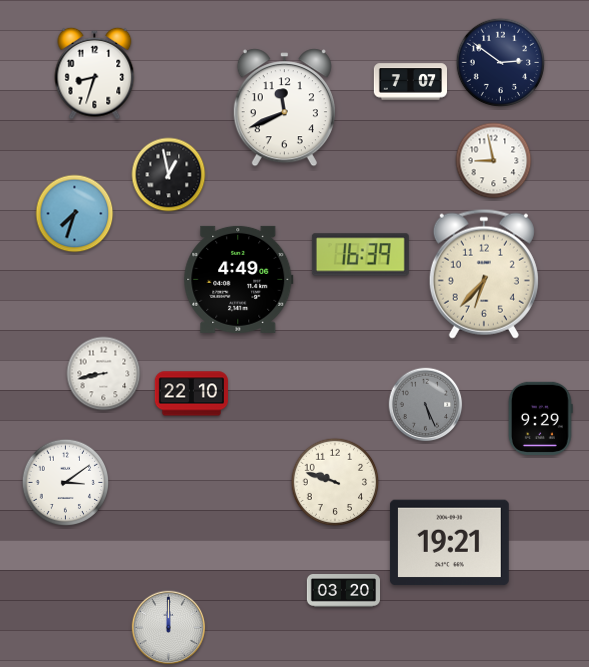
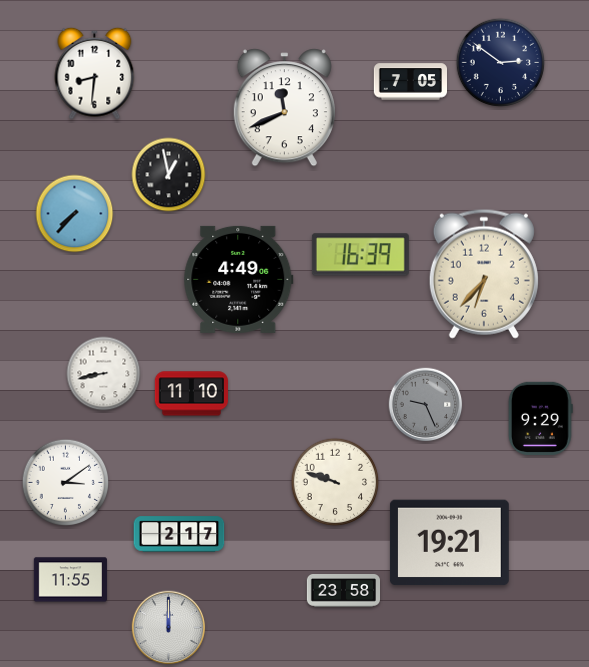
clock at (95, 73): 8:33 -> 8:31
clock at (410, 82): 7:07 -> 7:05
clock at (494, 161): 8:58 -> none
clock at (75, 214): 7:33 -> 7:37
clock at (191, 394): 22:10 -> 11:10
clock at (426, 405): 5:26 -> 9:26
clock at (179, 534): none -> 2:17
clock at (70, 580): none -> 11:55
clock at (343, 591): 03:20 -> 23:58
